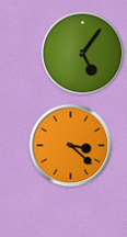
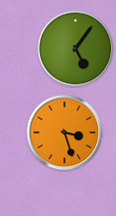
clock at (71, 146): 3:22 -> 3:27
